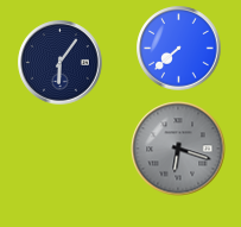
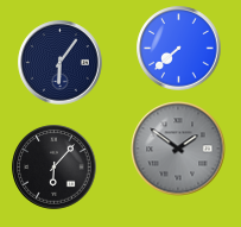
clock at (178, 149): 6:18 -> 1:51
clock at (55, 168): none -> 6:07
